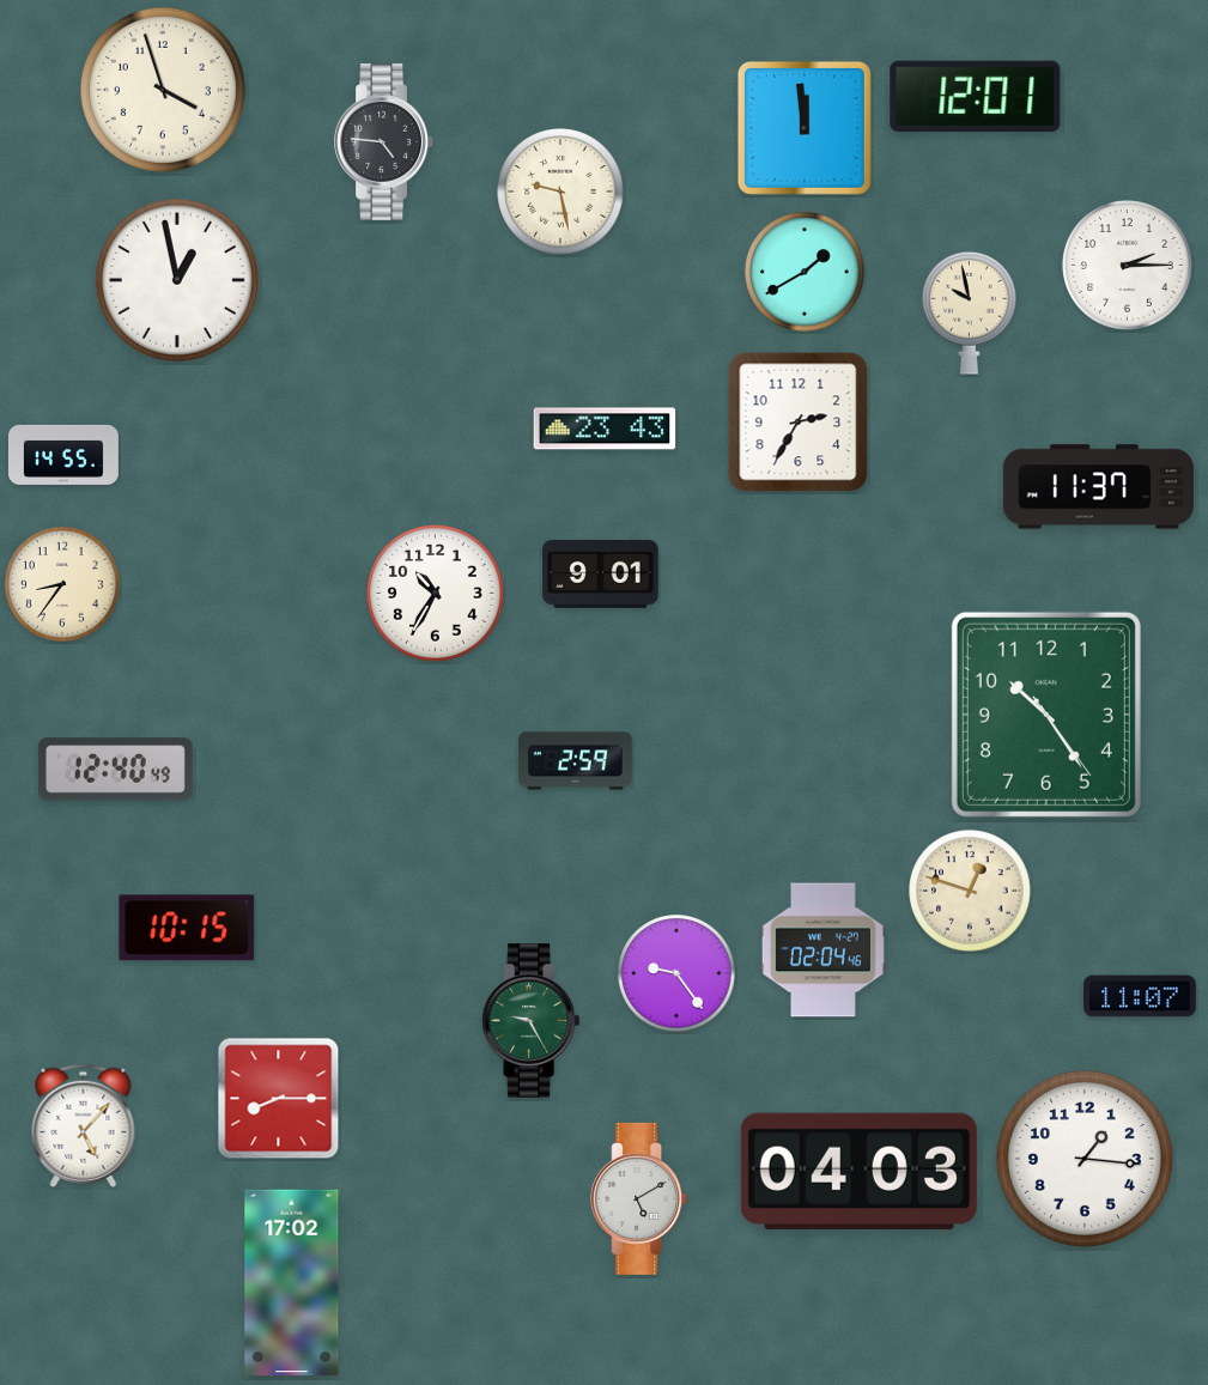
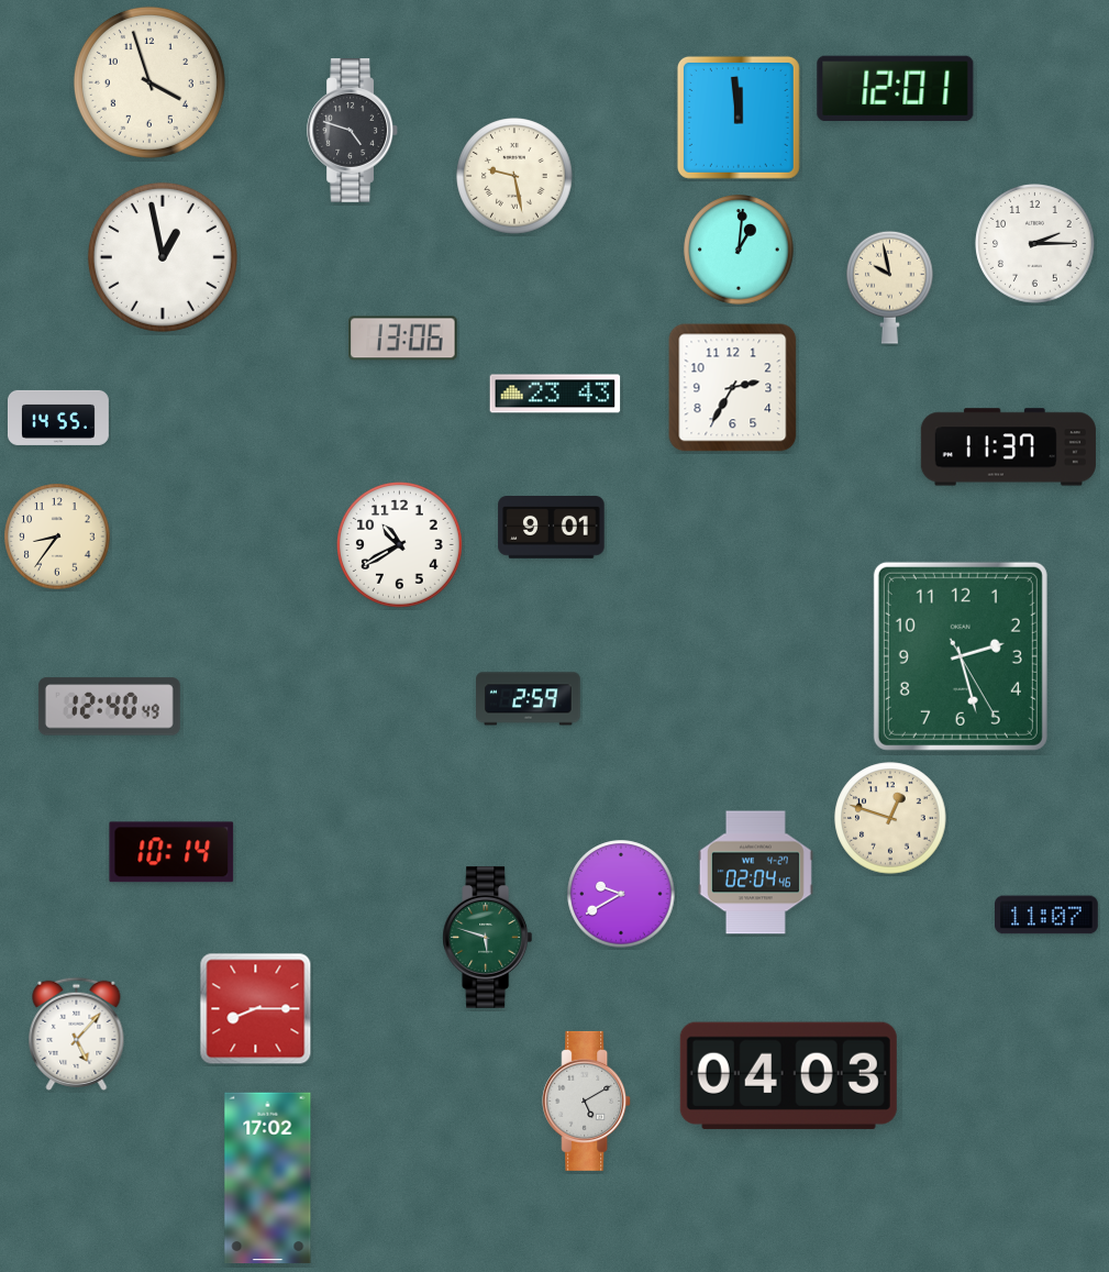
clock at (383, 142): 4:46 -> 4:48
clock at (805, 272): 1:40 -> 1:01
clock at (403, 339): none -> 13:06
clock at (436, 594): 10:35 -> 10:40
clock at (1046, 715): 10:24 -> 2:27
clock at (115, 770) position: (115, 770) -> (109, 707)
clock at (187, 928): 10:15 -> 10:14
clock at (676, 973): 9:24 -> 9:40
clock at (532, 1020): 9:25 -> 5:48
clock at (1085, 1159): 1:16 -> none
